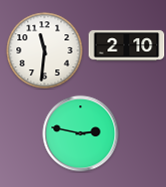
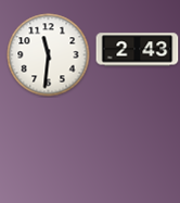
clock at (127, 46): 2:10 -> 2:43
clock at (81, 134): 2:47 -> none
